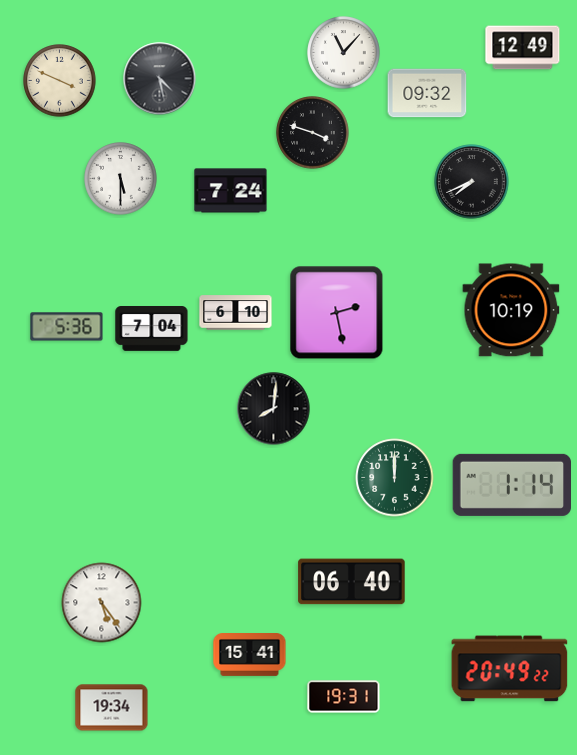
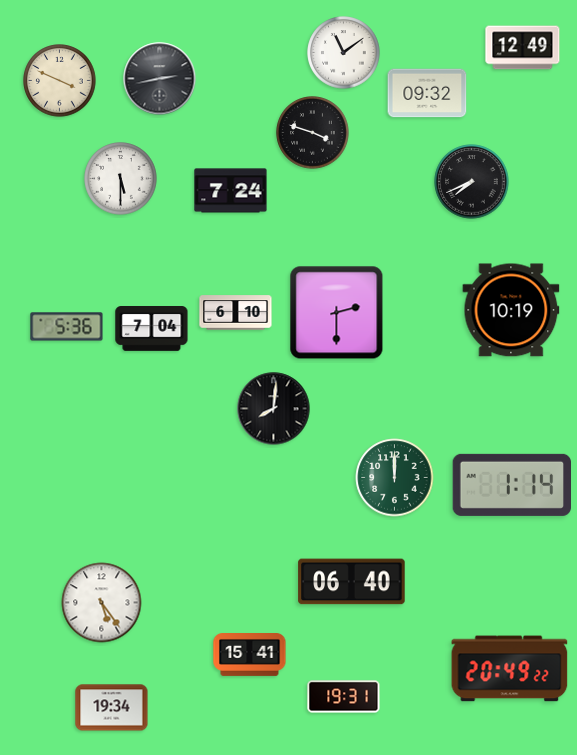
clock at (344, 53): 11:07 -> 11:09
clock at (160, 79): 4:28 -> 2:43
clock at (337, 313): 2:28 -> 2:30
